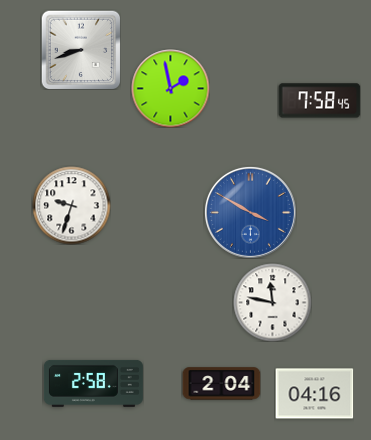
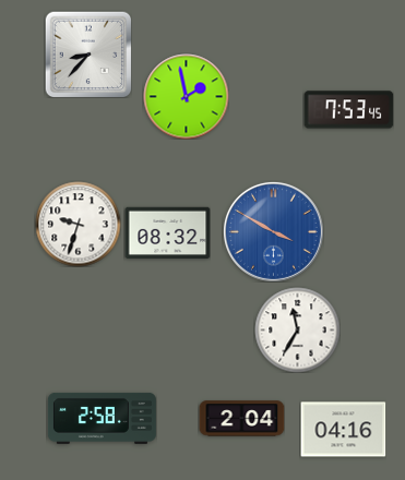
clock at (81, 50): 8:42 -> 8:37
clock at (319, 101): 7:58 -> 7:53
clock at (167, 233): none -> 08:32
clock at (272, 302): 11:47 -> 11:35
